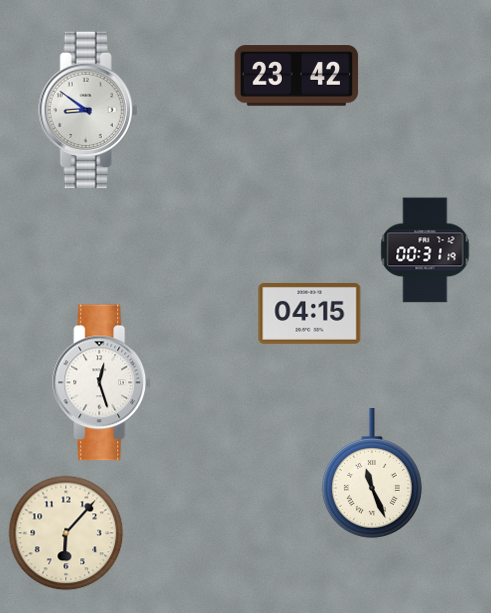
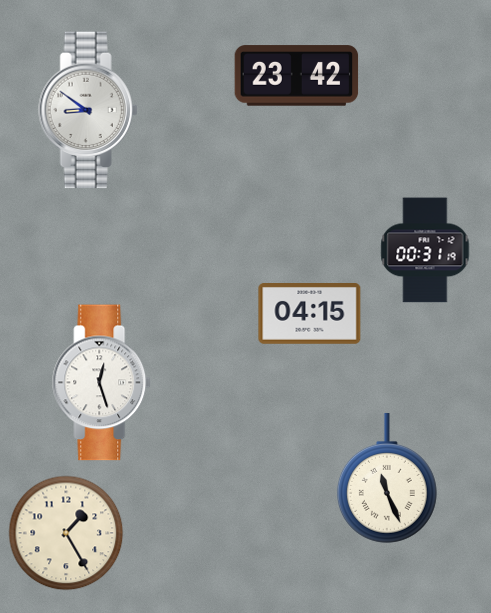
clock at (372, 473) position: (372, 473) -> (387, 478)
clock at (66, 533): 6:07 -> 1:25
